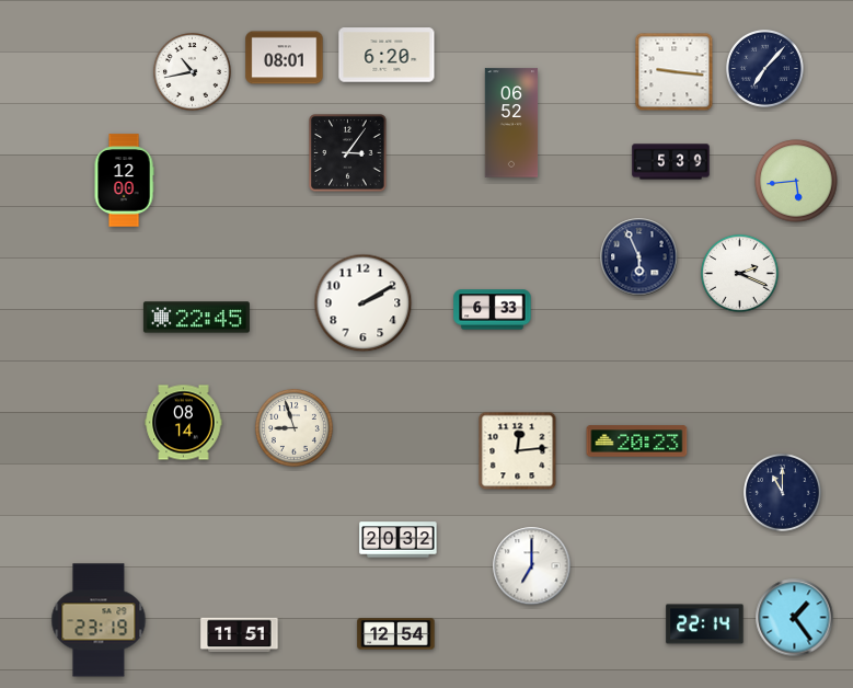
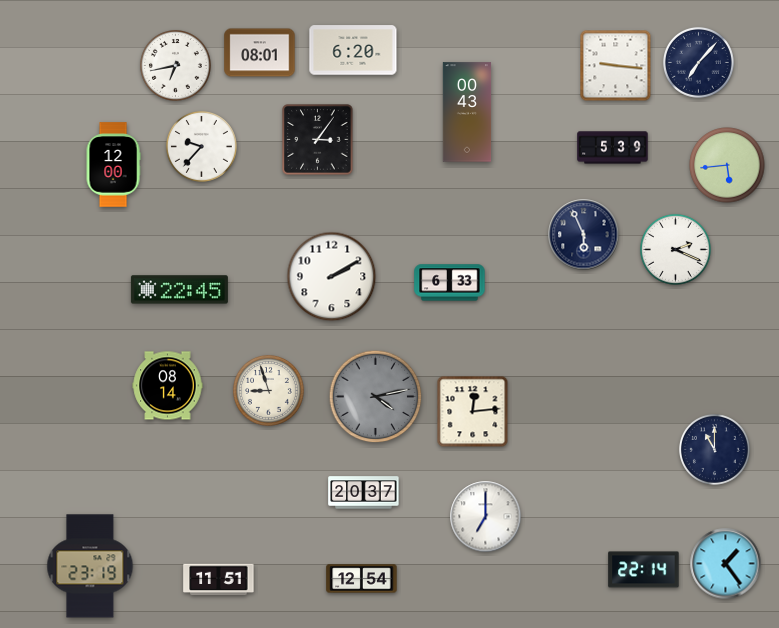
clock at (192, 71): 10:43 -> 6:43
clock at (511, 123): 06:52 -> 00:43
clock at (201, 146): none -> 9:37
clock at (376, 397): none -> 4:13
clock at (637, 442): 20:23 -> none
clock at (399, 540): 20:32 -> 20:37
